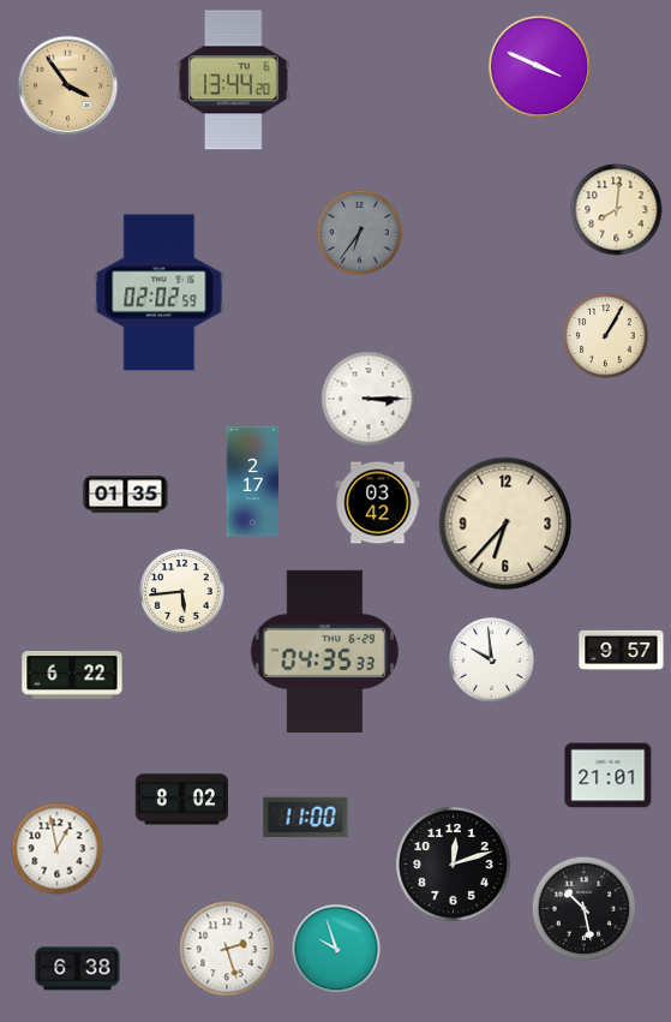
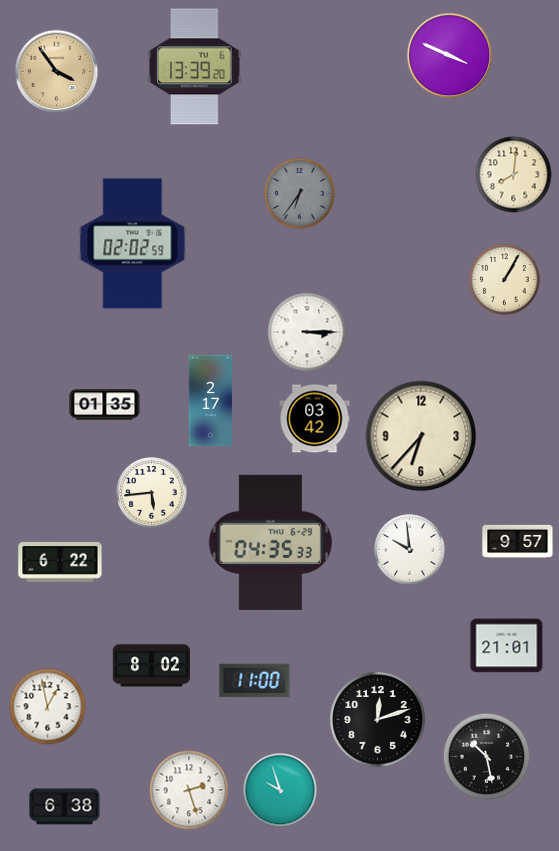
clock at (234, 80): 13:44 -> 13:39
clock at (126, 495) position: (126, 495) -> (105, 405)
